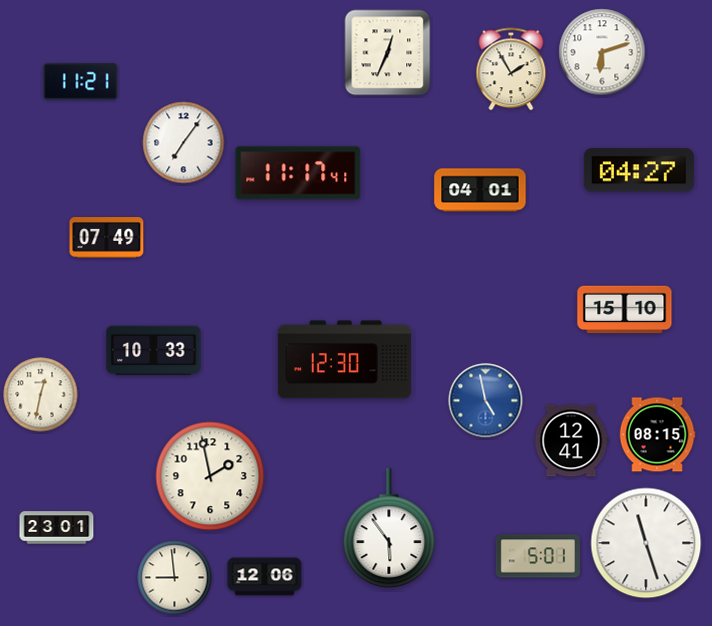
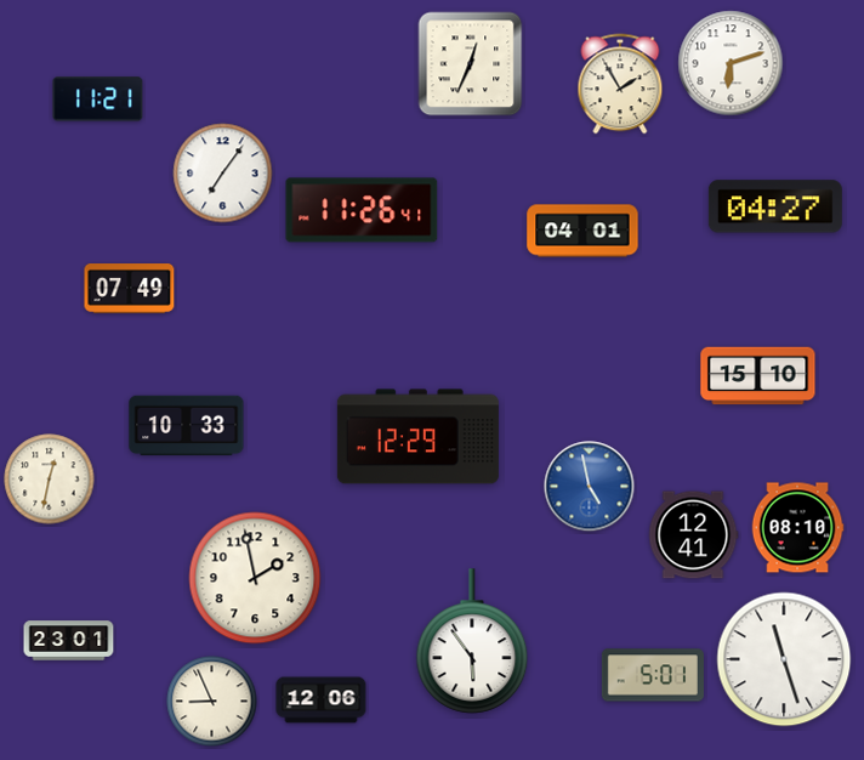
clock at (298, 173): 11:17 -> 11:26
clock at (344, 360): 12:30 -> 12:29
clock at (657, 435): 08:15 -> 08:10
clock at (175, 578): 8:59 -> 8:56
